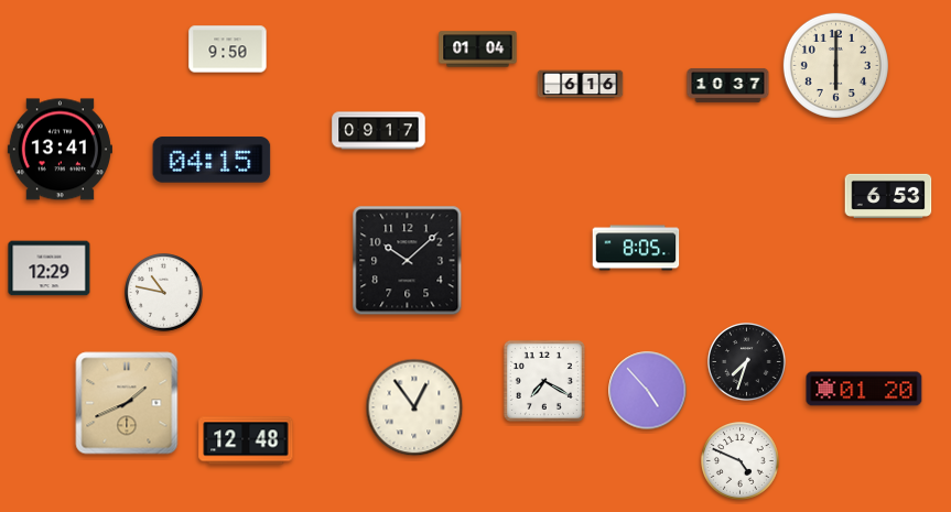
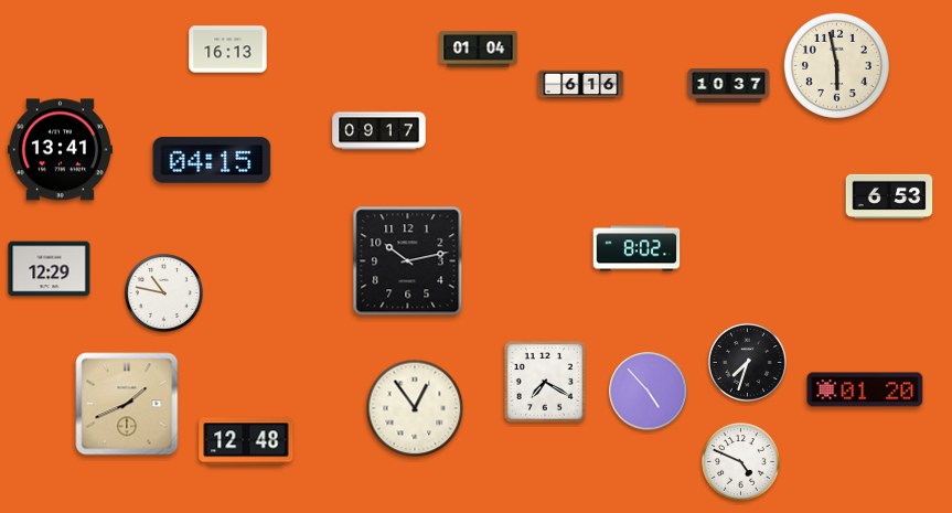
clock at (228, 50): 9:50 -> 16:13
clock at (835, 65): 6:00 -> 5:58
clock at (636, 248): 8:05 -> 8:02
clock at (408, 261): 10:08 -> 10:13
